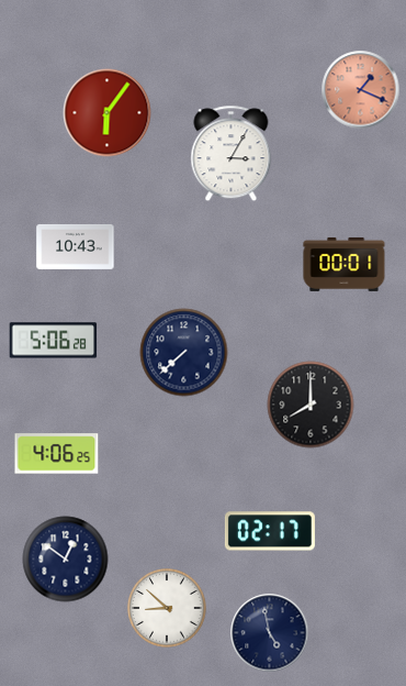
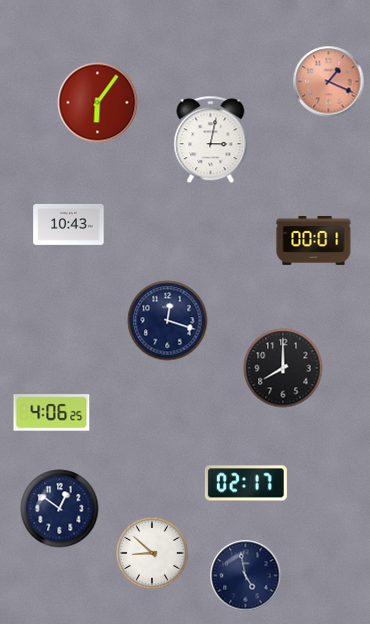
clock at (232, 154): 3:05 -> 3:02
clock at (54, 341): 5:06 -> none
clock at (184, 353): 7:38 -> 12:18
